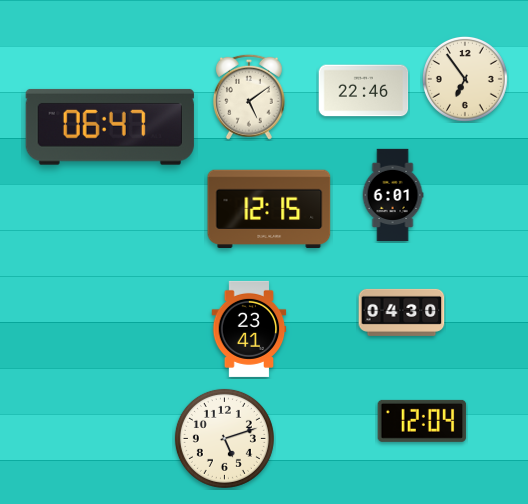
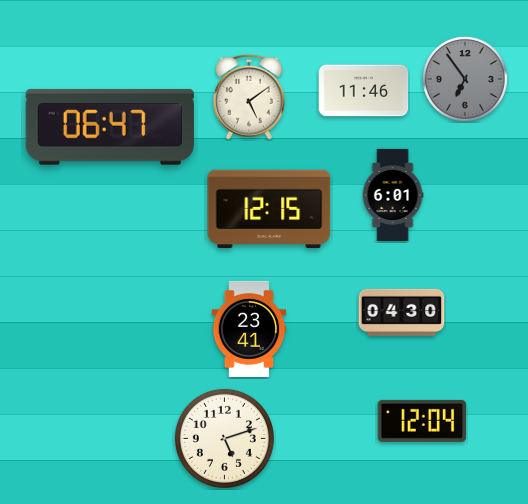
clock at (465, 79) dial: cream -> grey
clock at (364, 91): 22:46 -> 11:46
